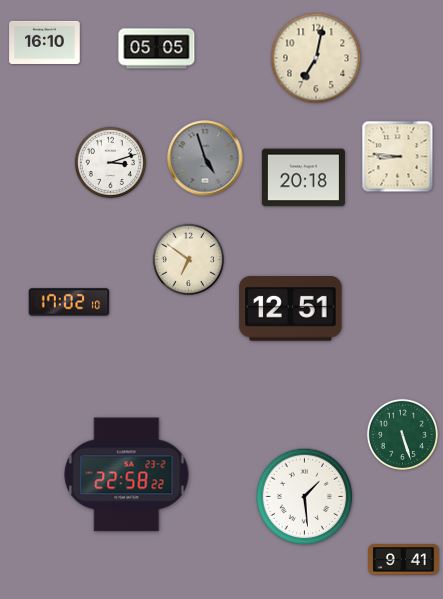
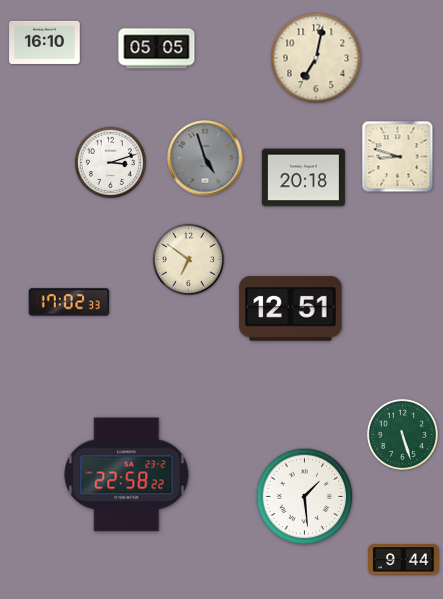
clock at (398, 157): 8:46 -> 8:48
clock at (69, 302): 17:02:10 -> 17:02:33
clock at (404, 560): 9:41 -> 9:44
